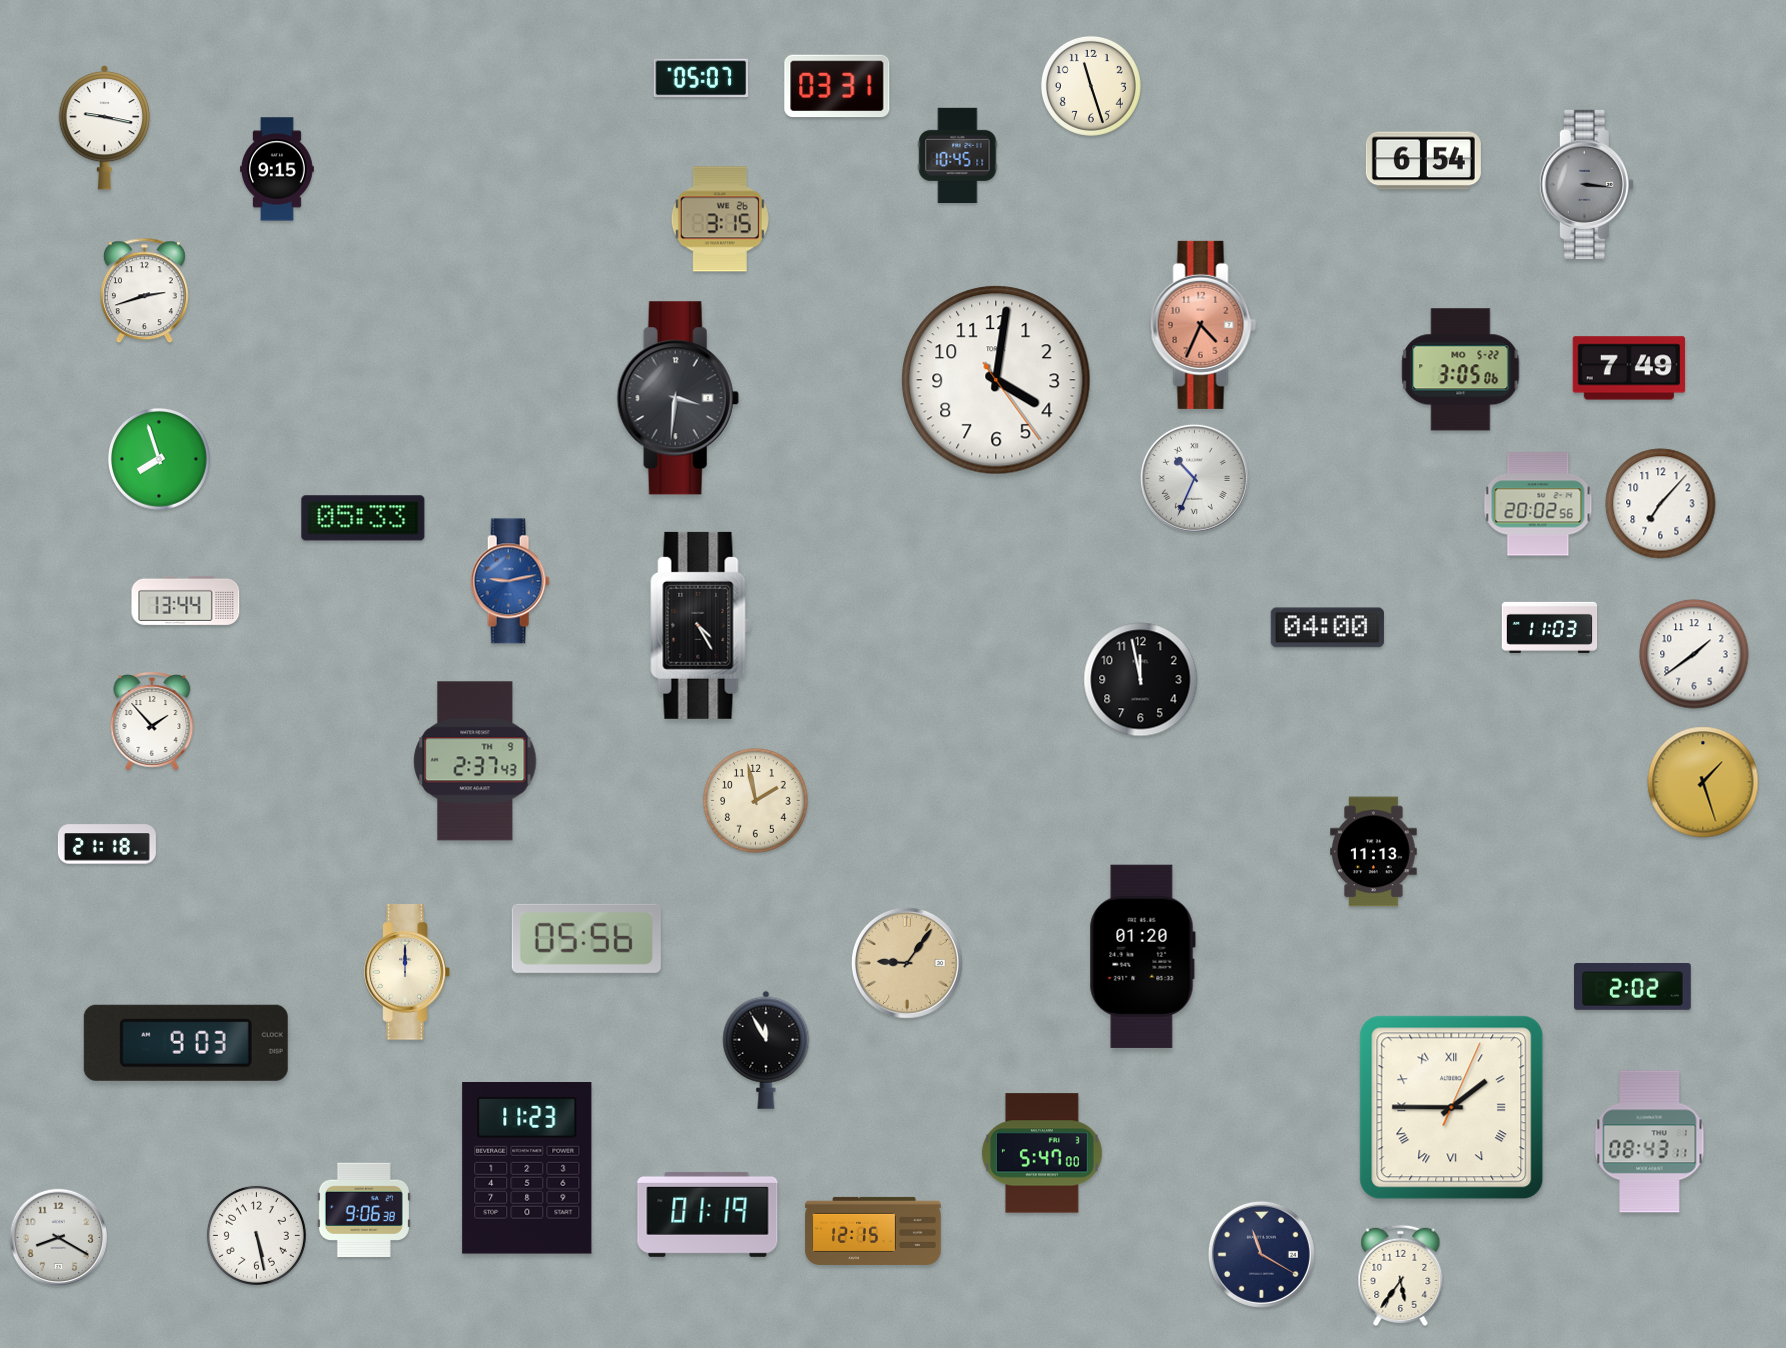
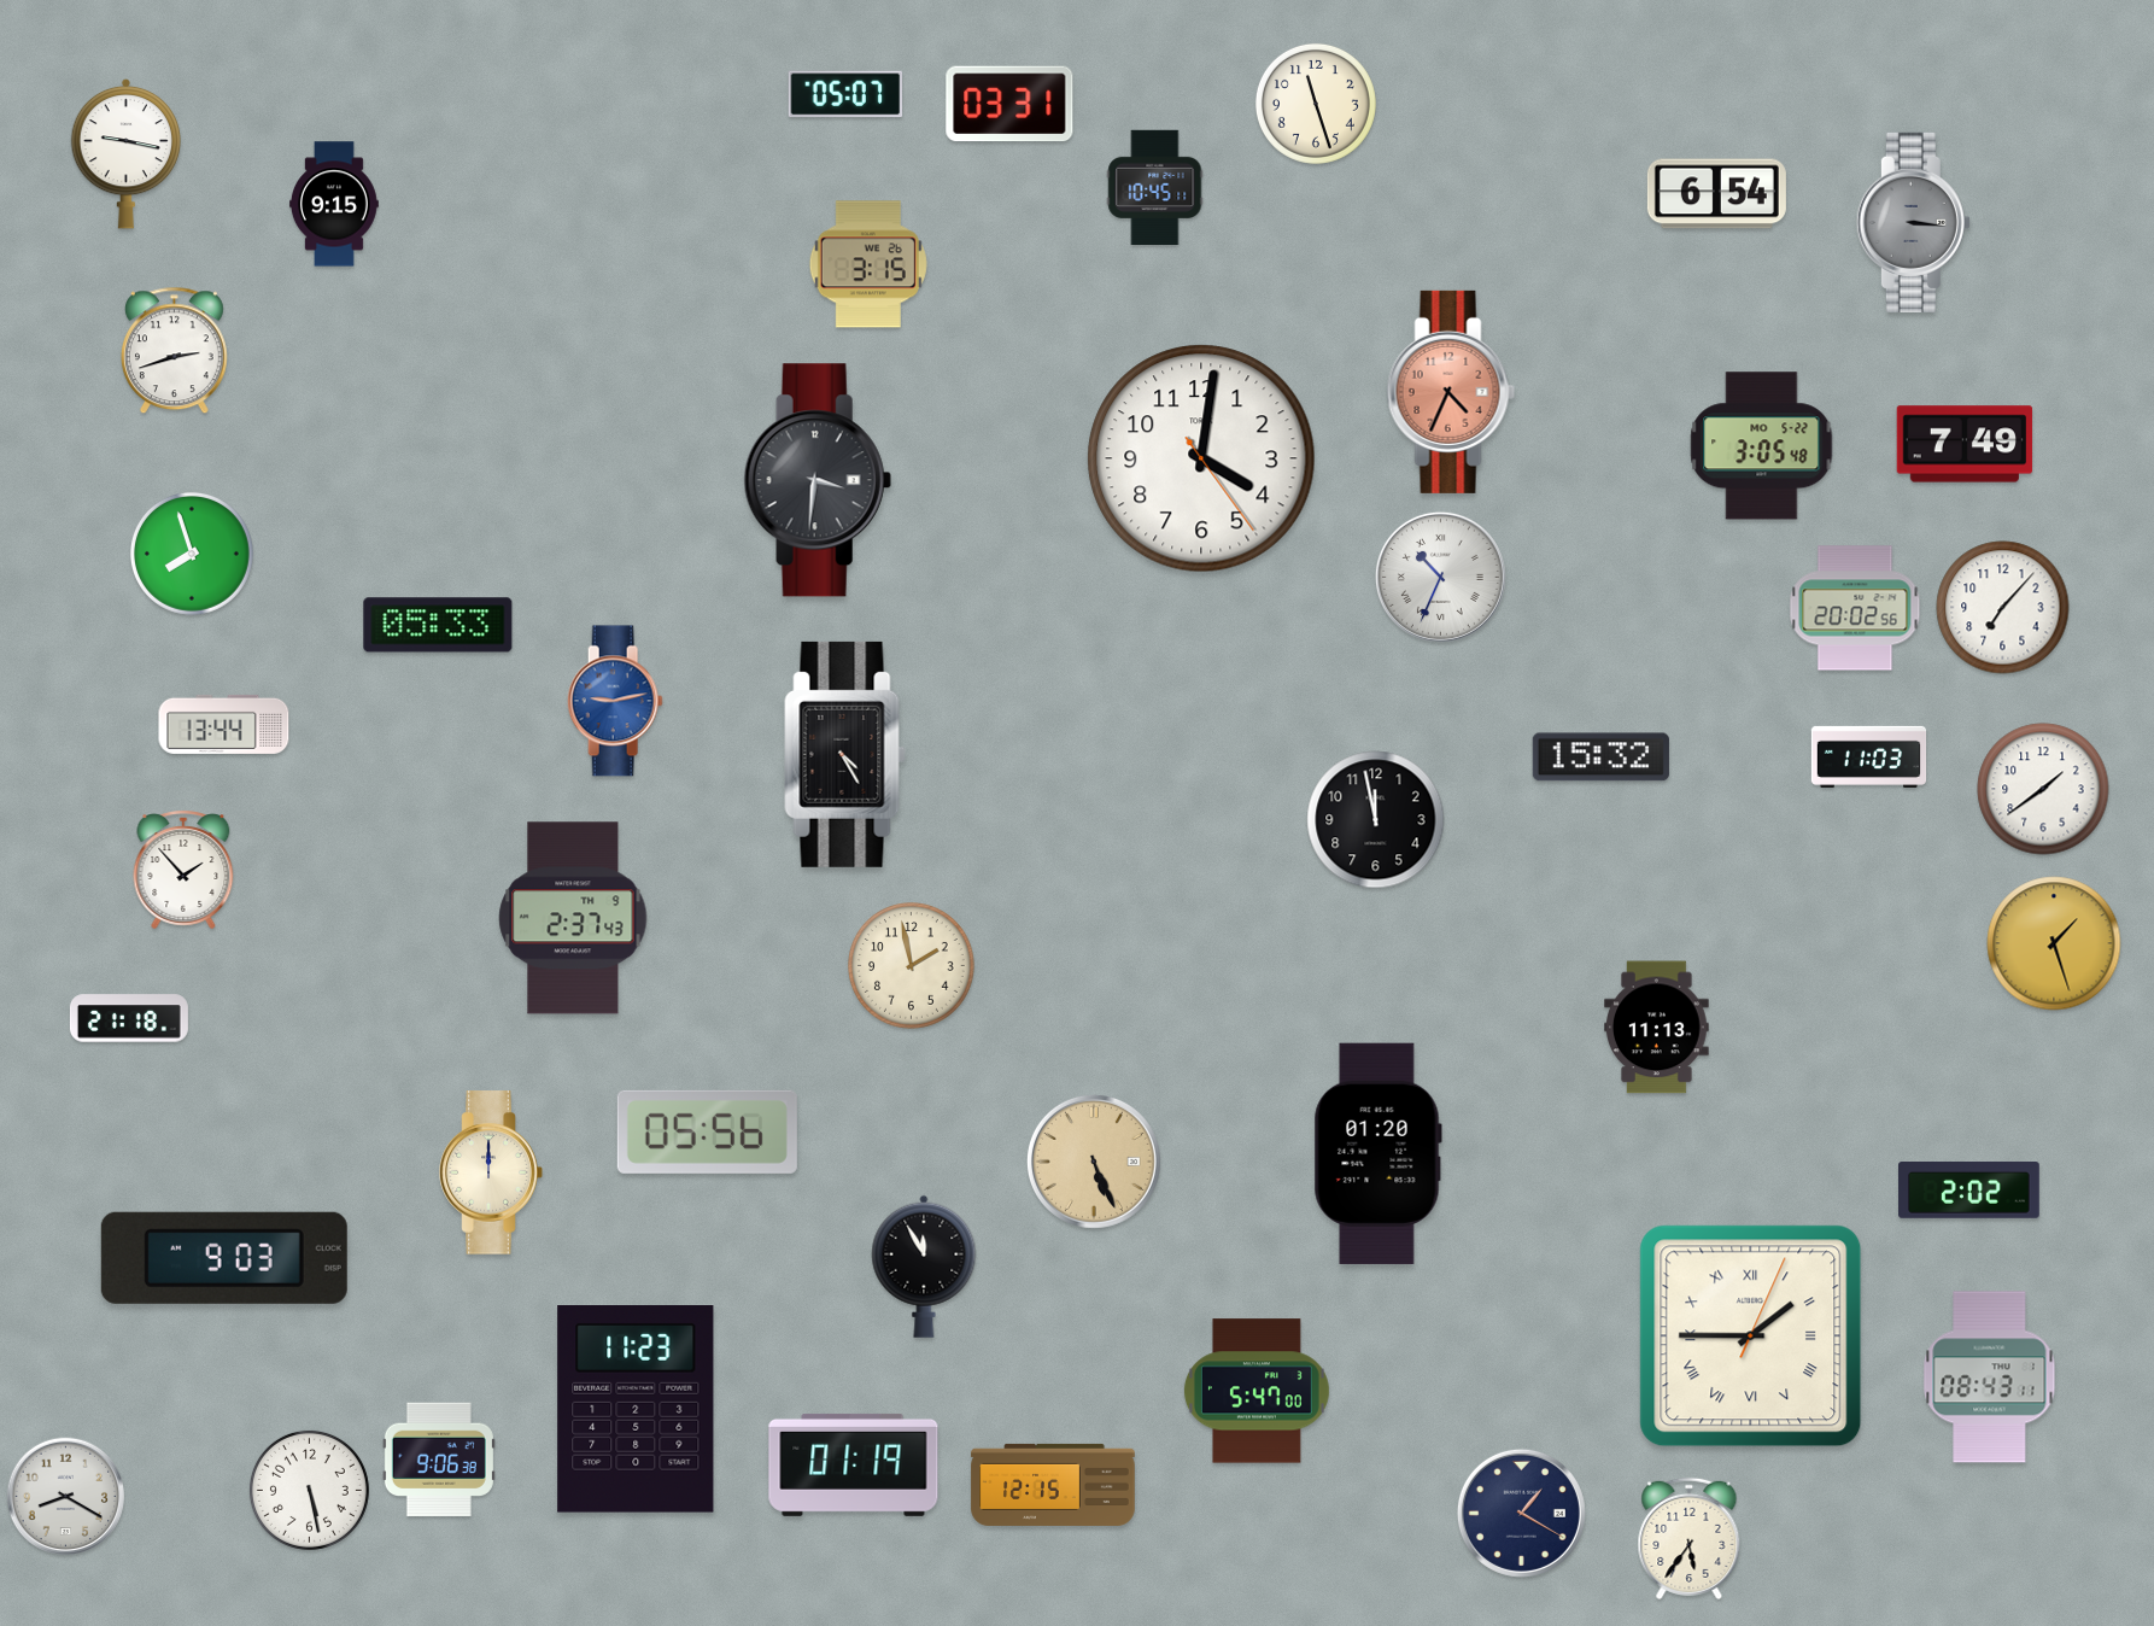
clock at (1461, 370): 3:05:06 -> 3:05:48
clock at (1327, 628): 04:00 -> 15:32
clock at (907, 963): 9:06 -> 5:26
clock at (58, 1237) position: (58, 1237) -> (65, 1496)
clock at (1261, 1254): 11:20 -> 1:20
